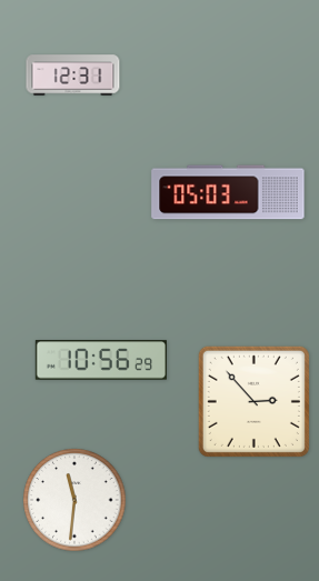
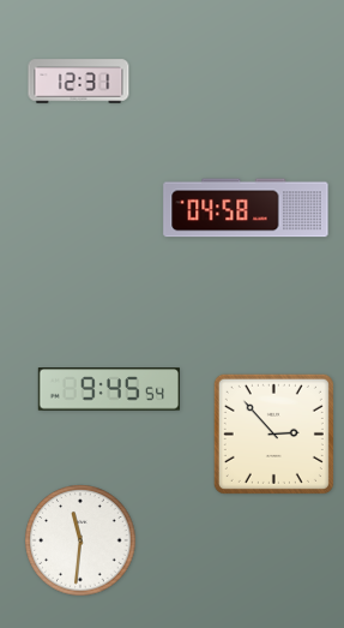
clock at (228, 192): 05:03 -> 04:58
clock at (100, 360): 10:56 -> 9:45
